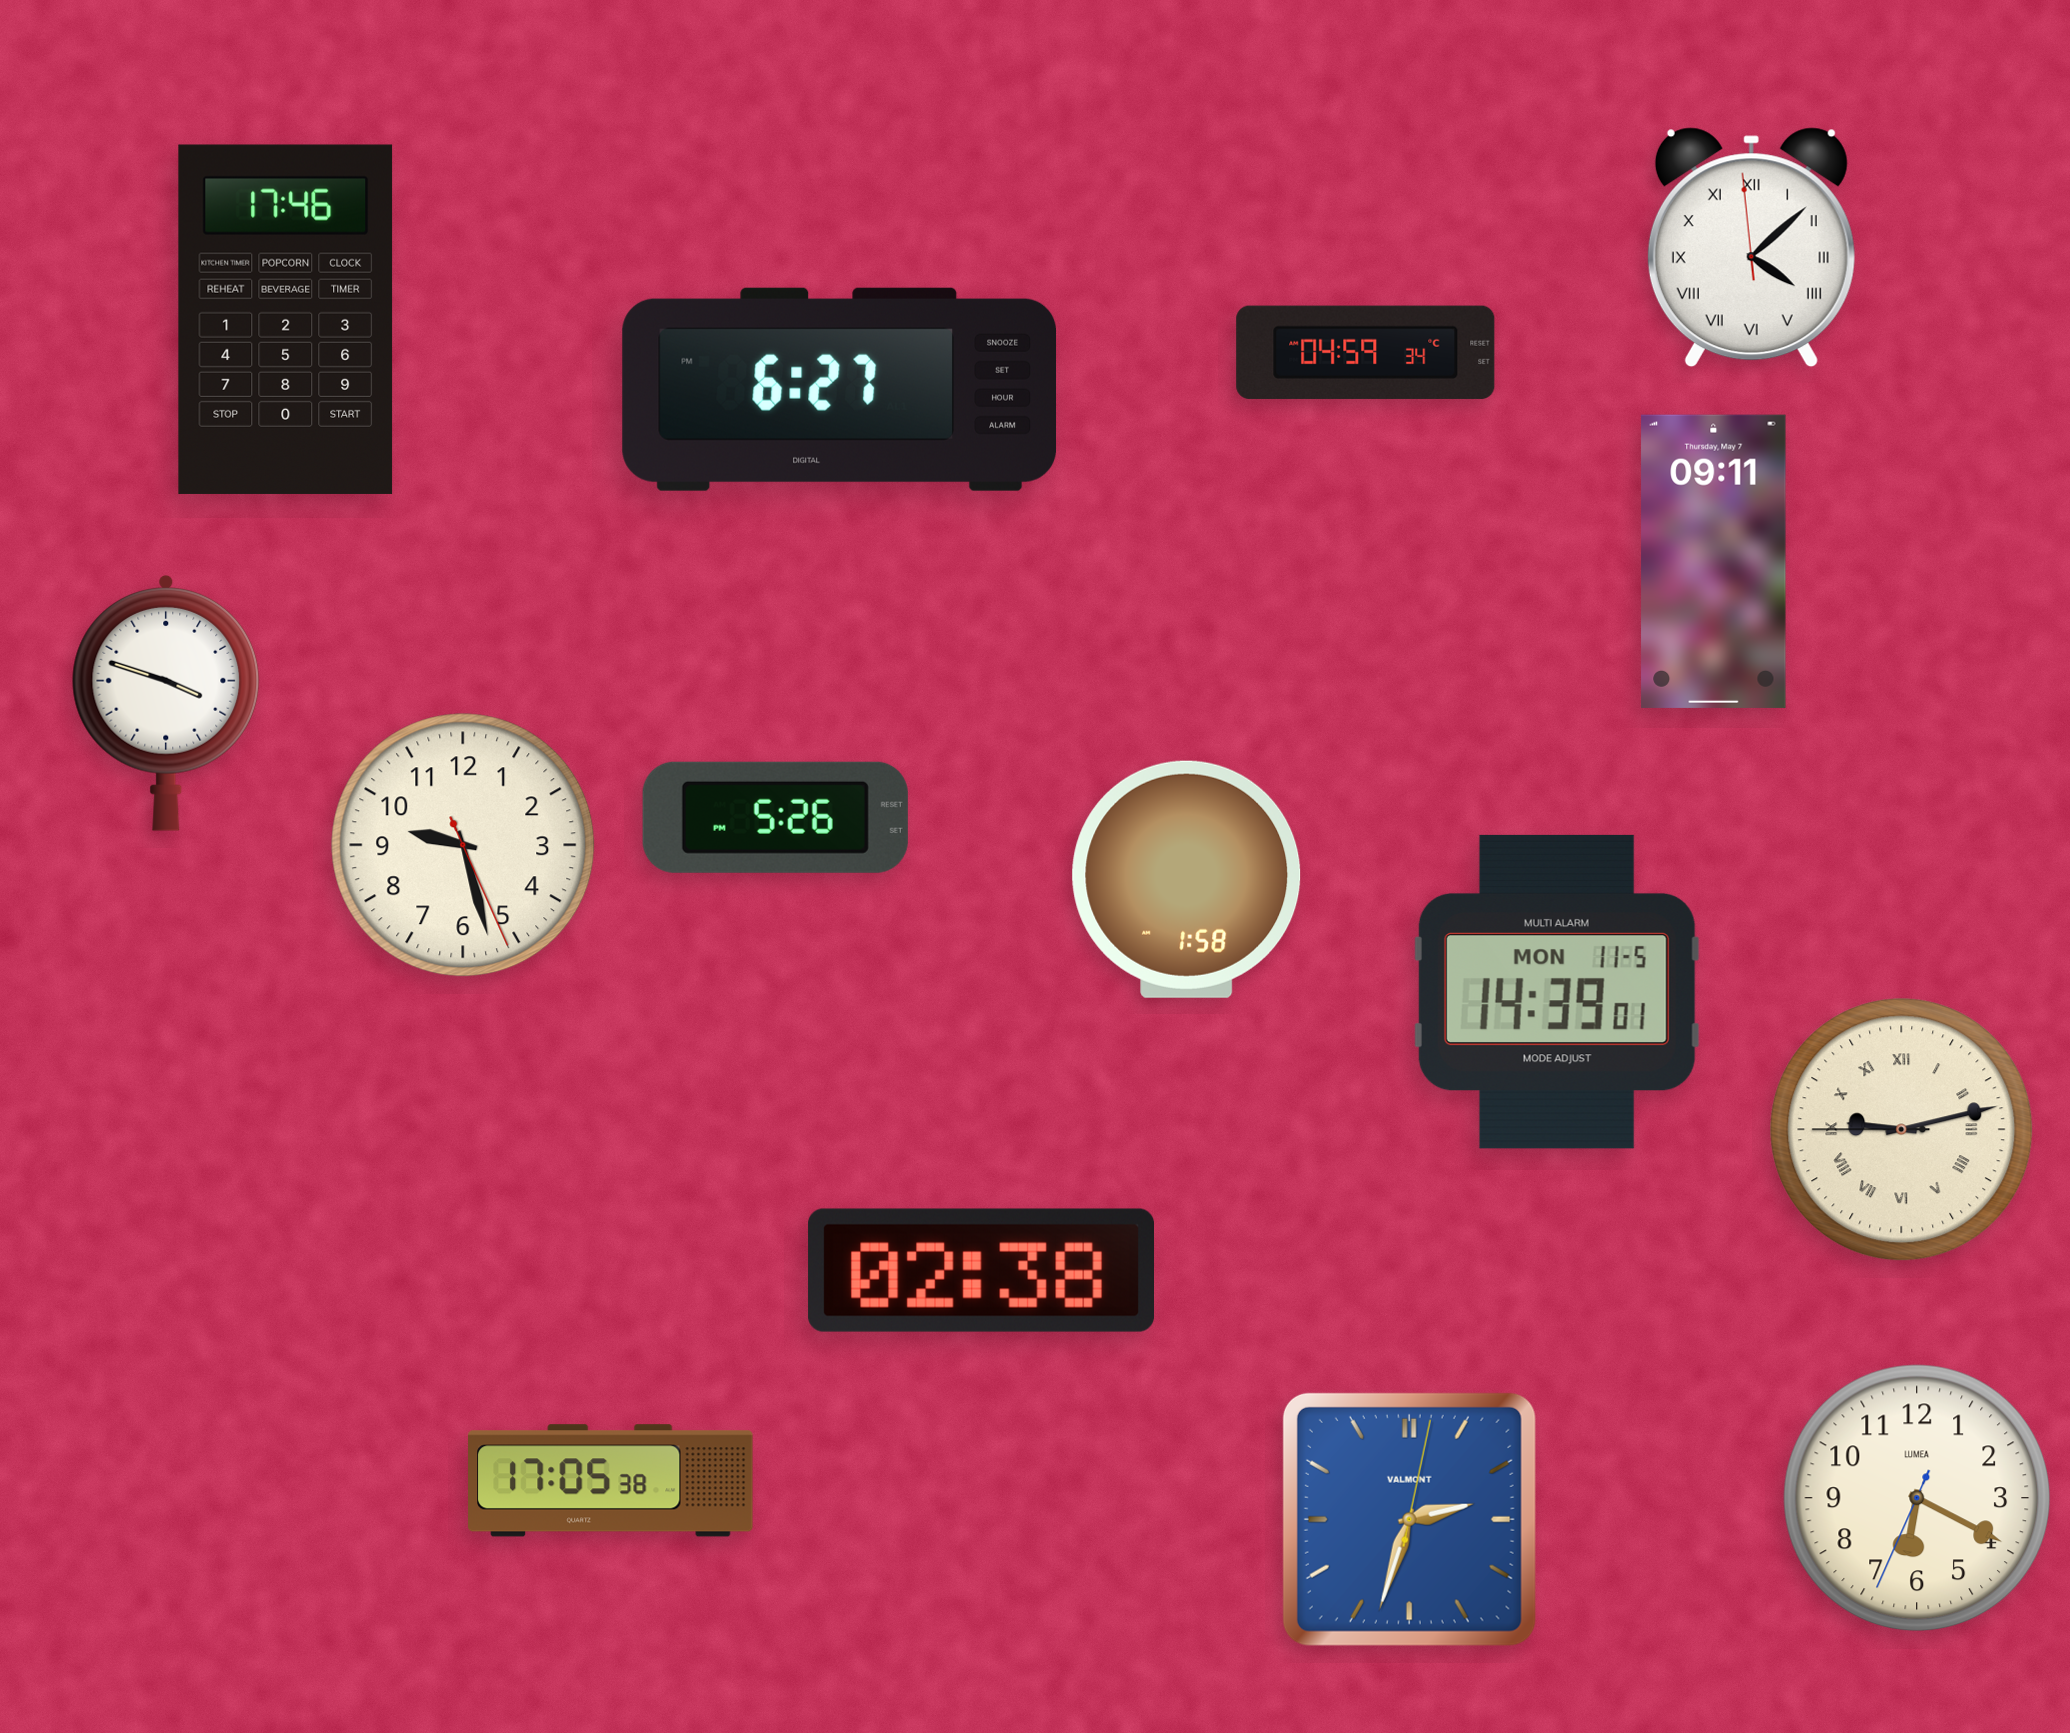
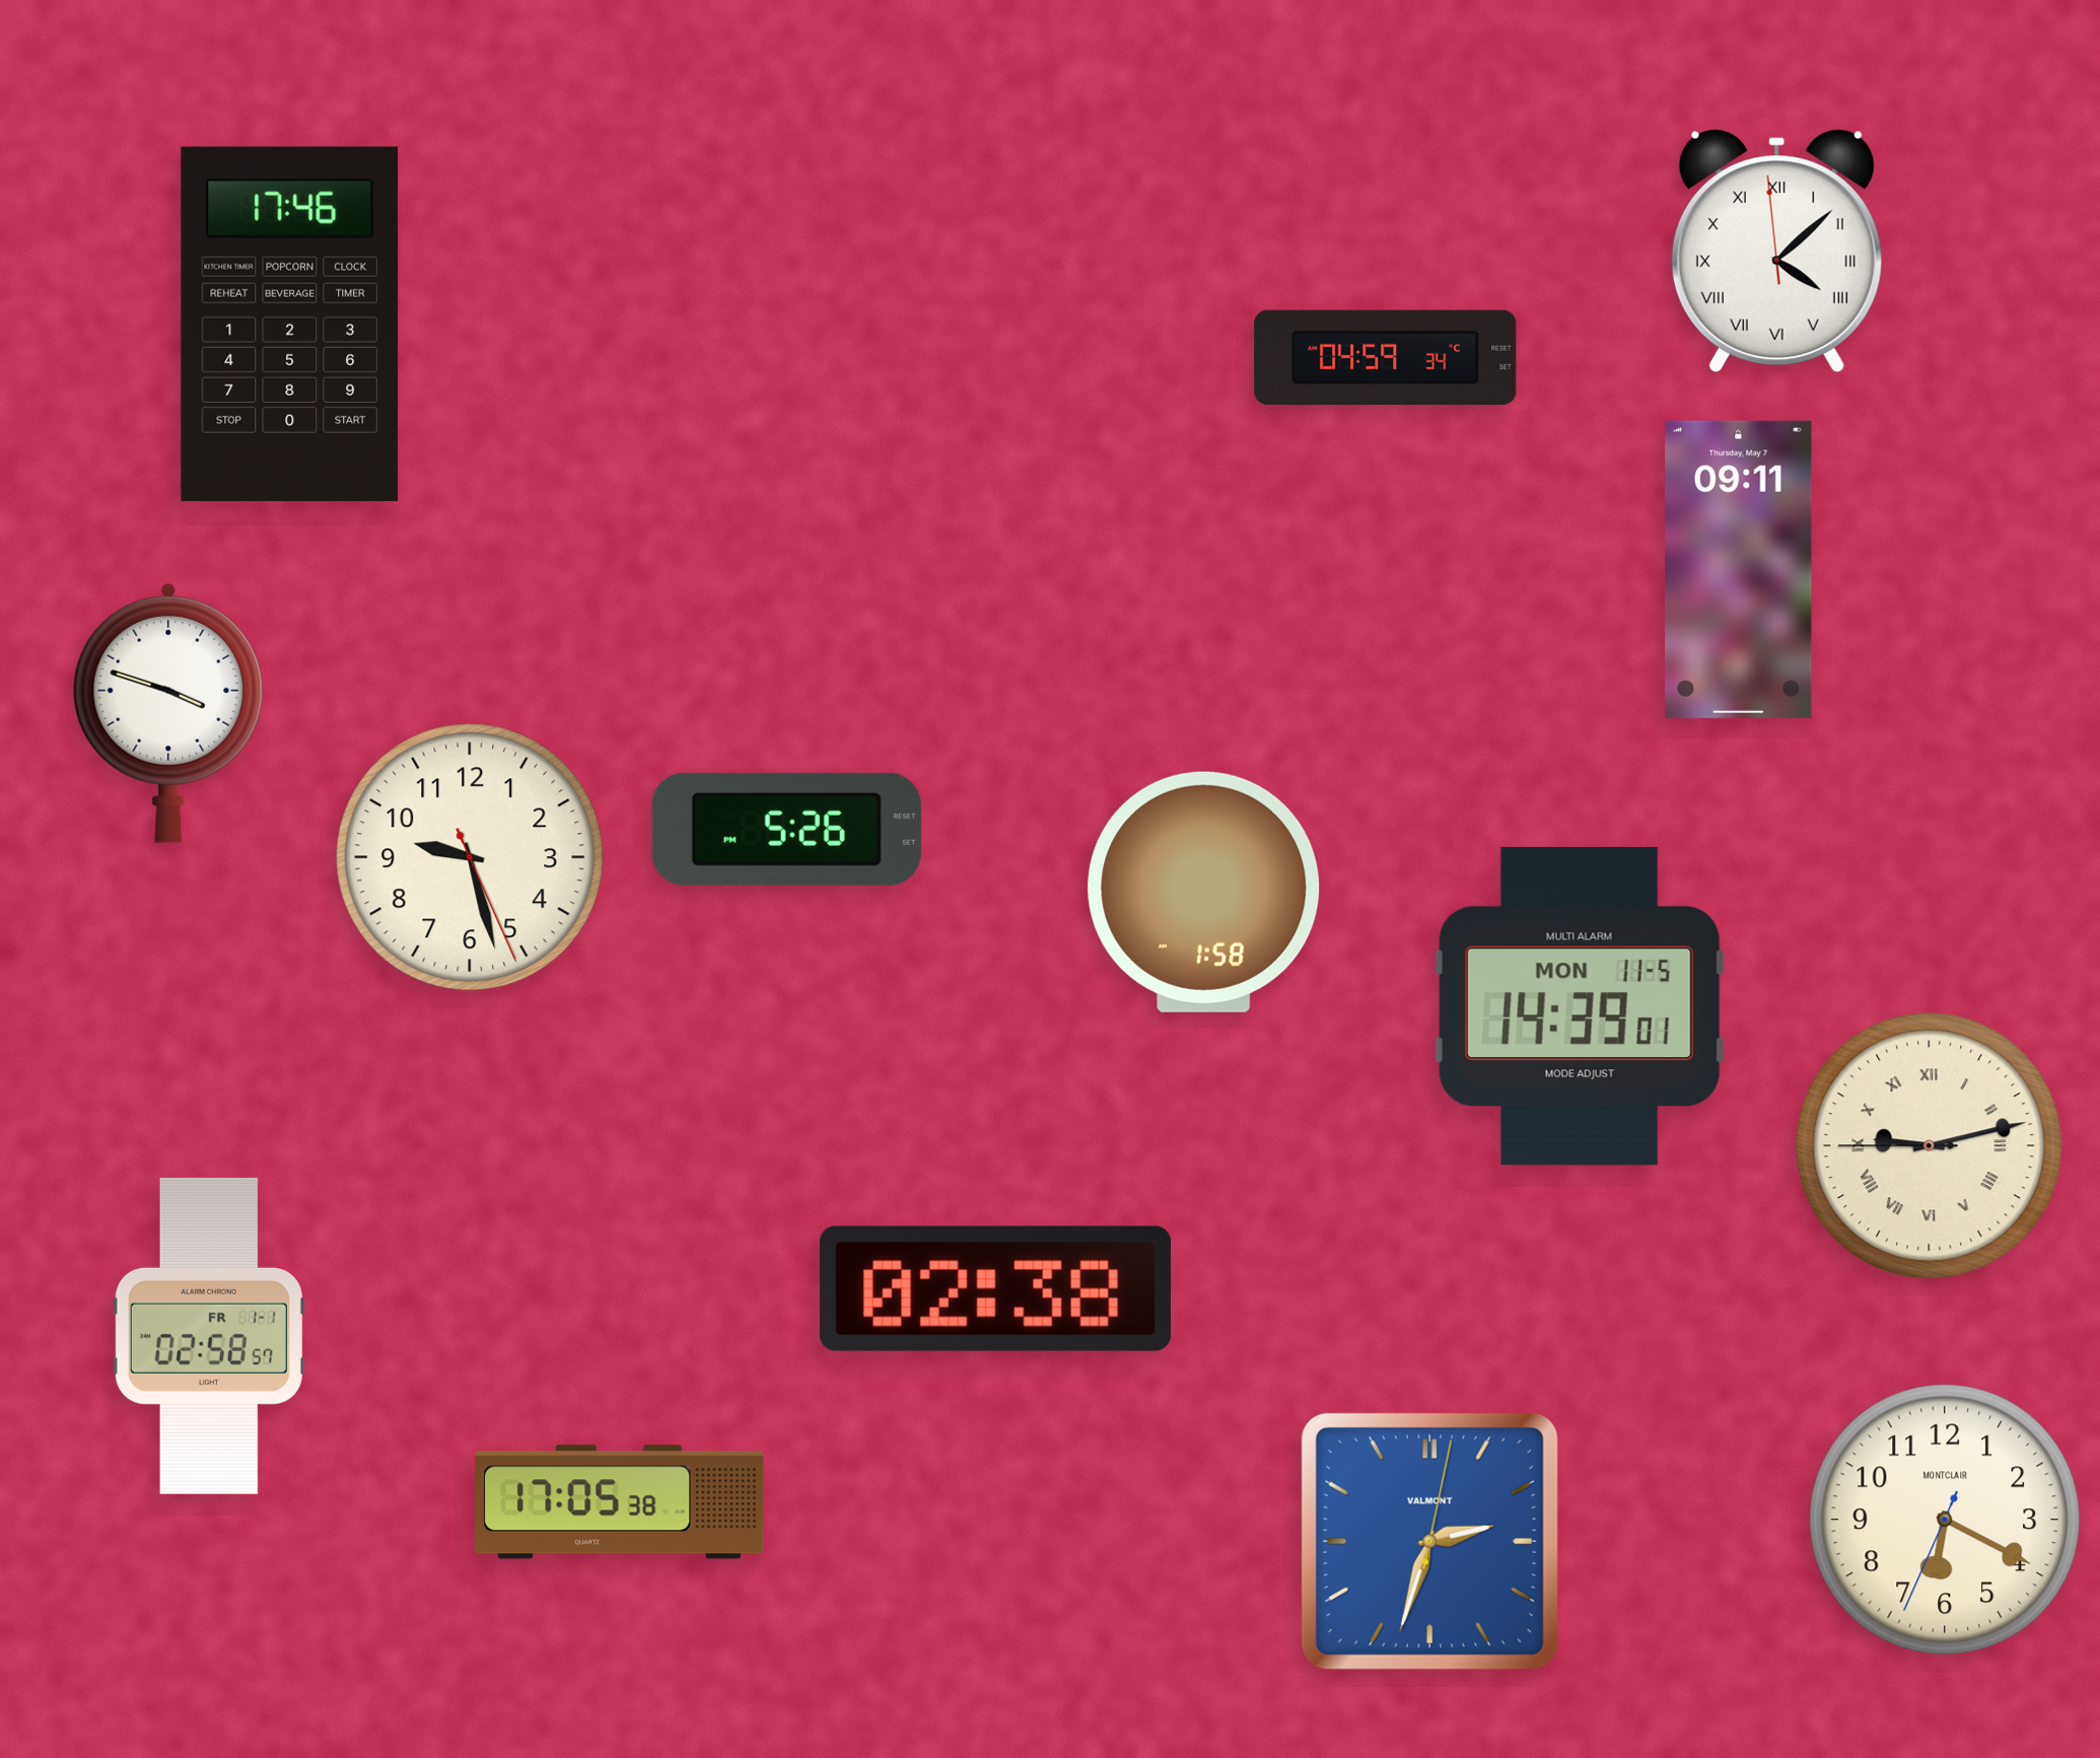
clock at (840, 389): 6:27 -> none
clock at (209, 1336): none -> 02:58
clock at (1917, 1498) brand: LUMEA -> MONTCLAIR
